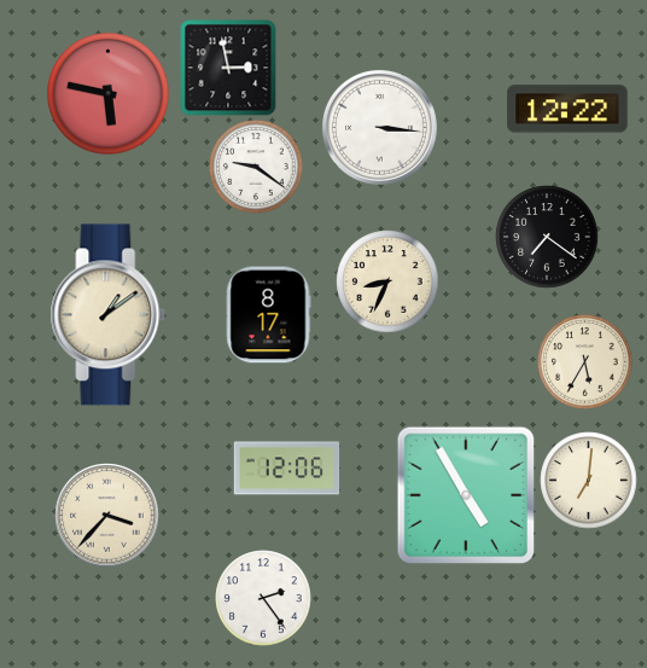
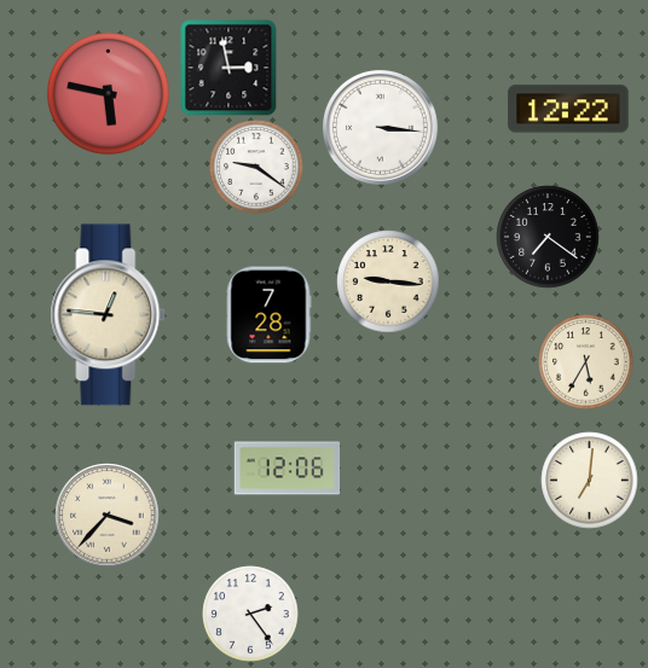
clock at (387, 281): 8:34 -> 9:16
clock at (109, 315): 1:09 -> 12:46
clock at (268, 315): 8:17 -> 7:28
clock at (466, 495): 4:55 -> none
clock at (263, 598) position: (263, 598) -> (250, 614)
